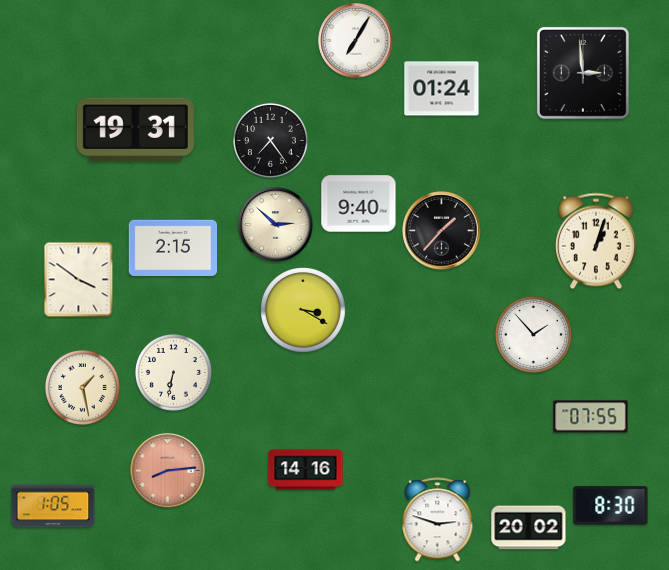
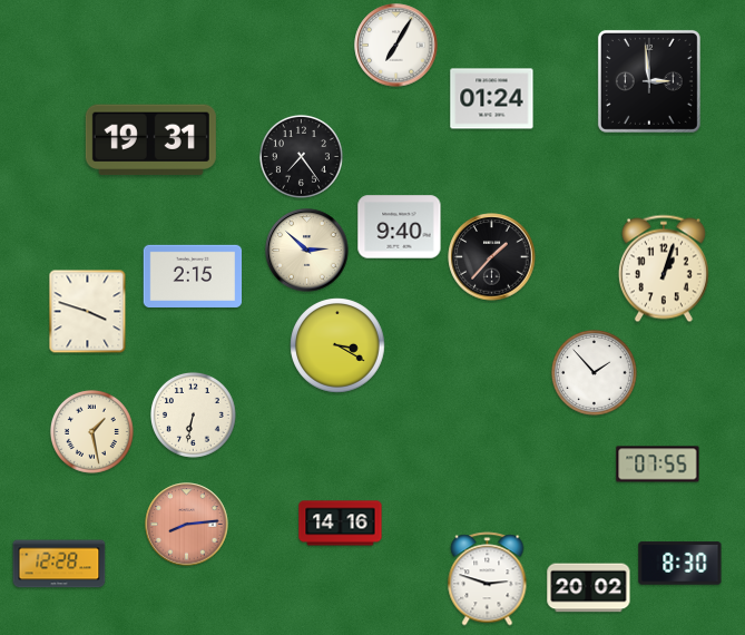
clock at (135, 130) position: (135, 130) -> (150, 140)
clock at (79, 280): 3:51 -> 3:48
clock at (53, 506): 1:05 -> 12:28
